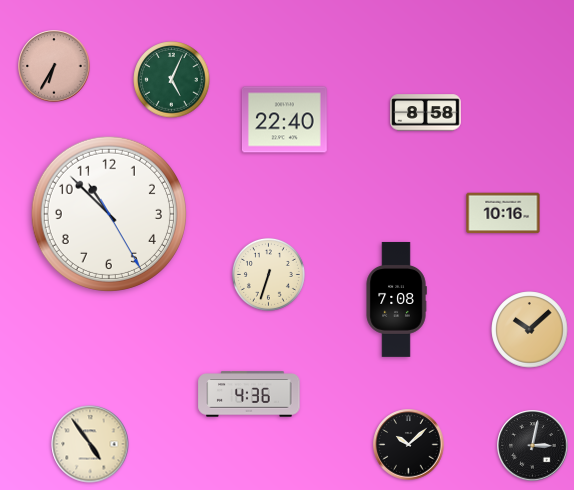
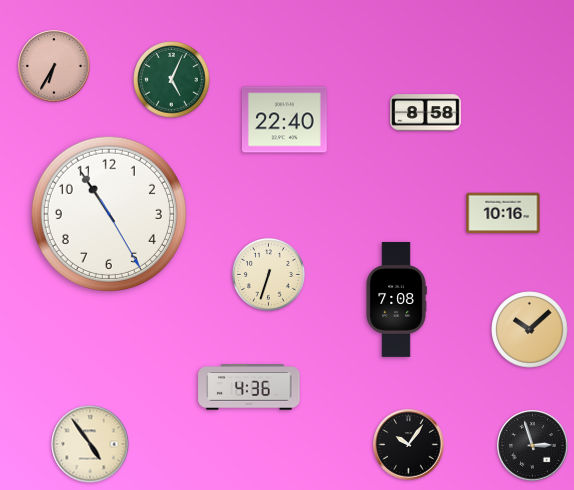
clock at (109, 214): 10:52 -> 10:54
clock at (249, 394) position: (249, 394) -> (249, 387)
clock at (409, 445): 10:08 -> 10:06
clock at (533, 446): 3:02 -> 2:57
